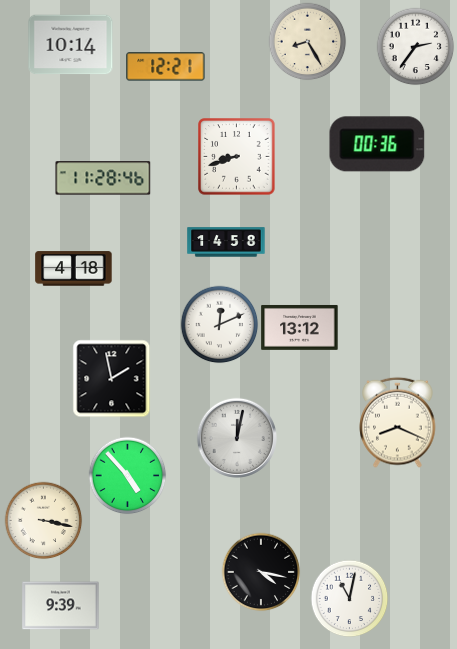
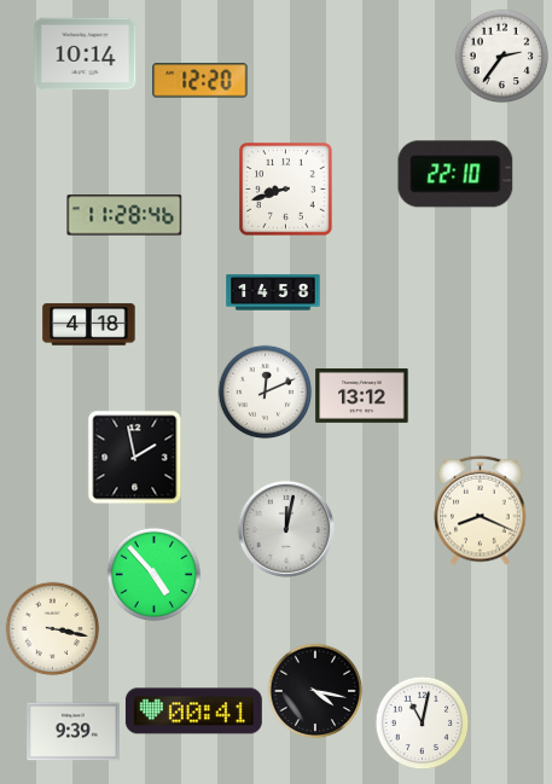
clock at (307, 41): 8:25 -> none
clock at (166, 67): 12:21 -> 12:20
clock at (377, 144): 00:36 -> 22:10
clock at (193, 712): none -> 00:41
